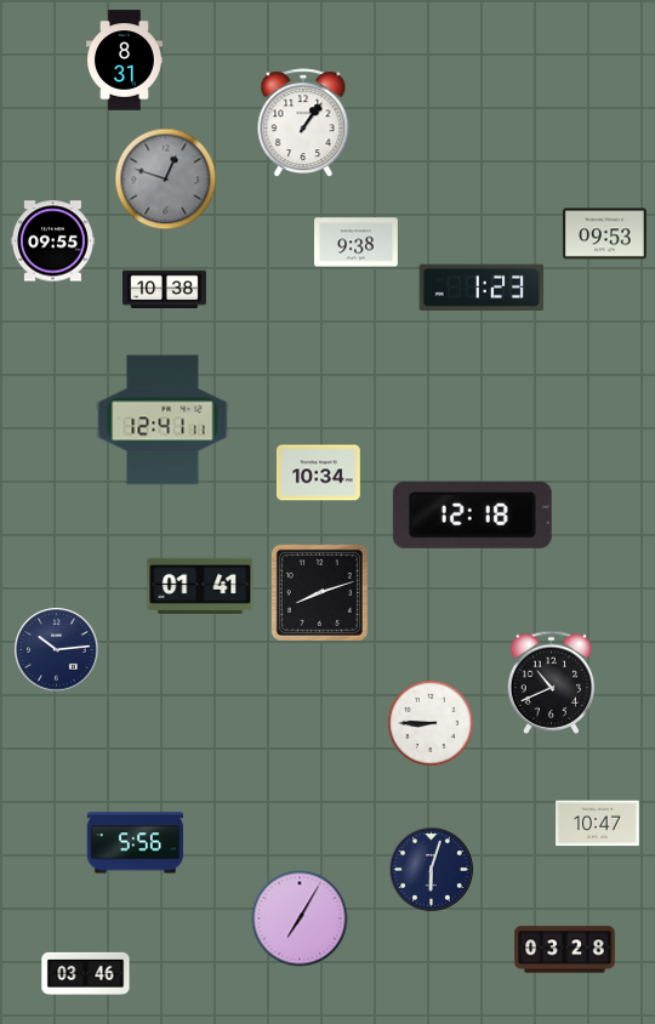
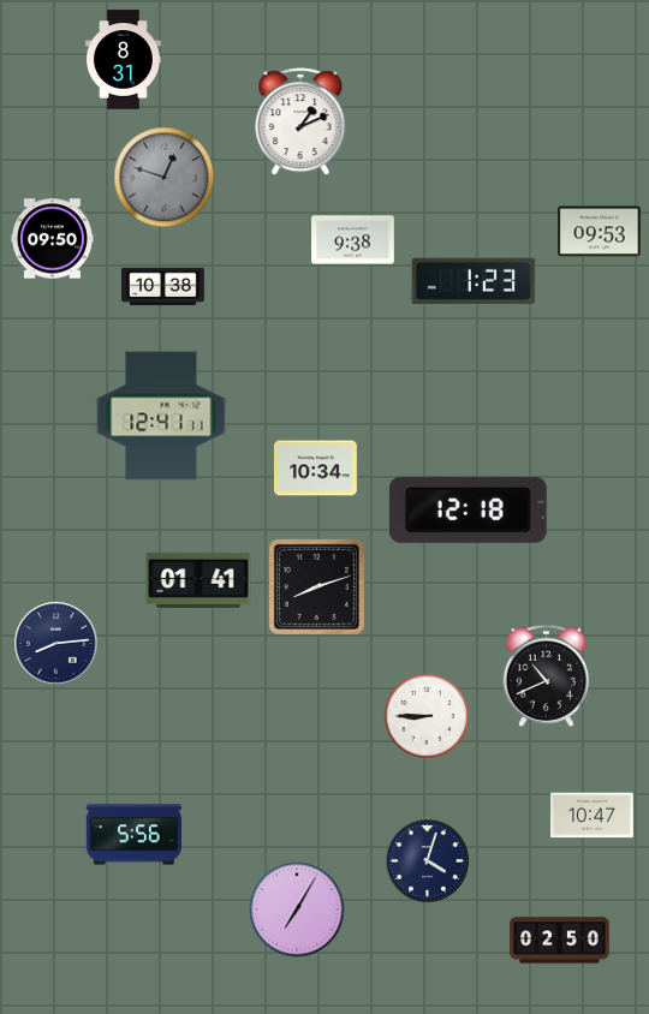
clock at (303, 124): 1:06 -> 1:11
clock at (53, 241): 09:55 -> 09:50
clock at (482, 286) position: (482, 286) -> (474, 280)
clock at (57, 650): 10:14 -> 8:14
clock at (432, 870): 6:03 -> 4:03
clock at (565, 950): 03:28 -> 02:50
clock at (86, 973): 03:46 -> none
